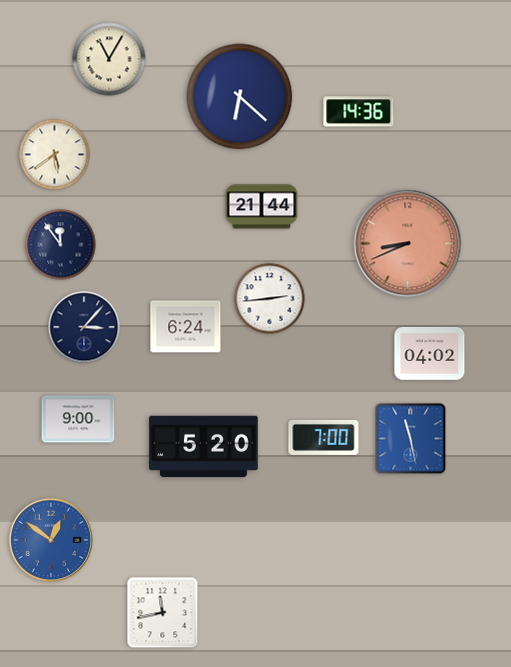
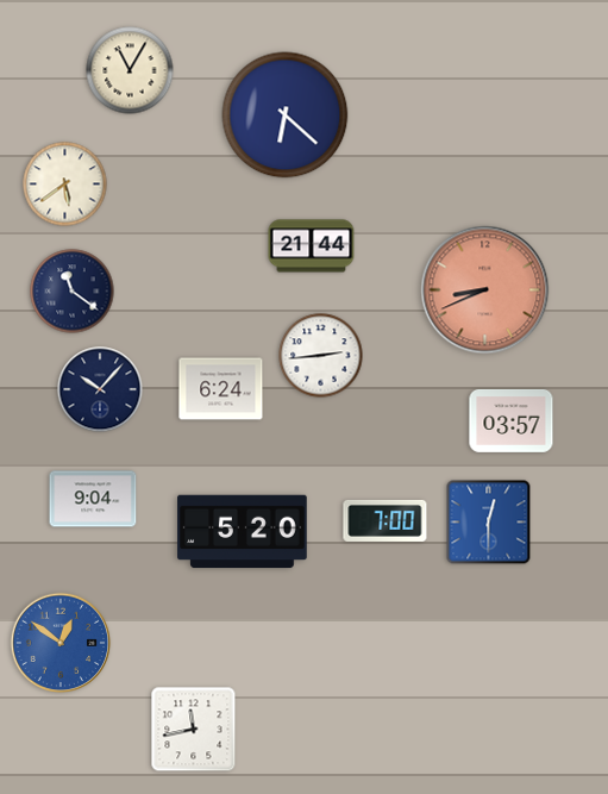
clock at (359, 112): 14:36 -> none
clock at (61, 245): 11:54 -> 11:21
clock at (84, 327): 3:07 -> 10:07
clock at (430, 353): 04:02 -> 03:57
clock at (78, 419): 9:00 -> 9:04
clock at (411, 439): 11:28 -> 12:30
